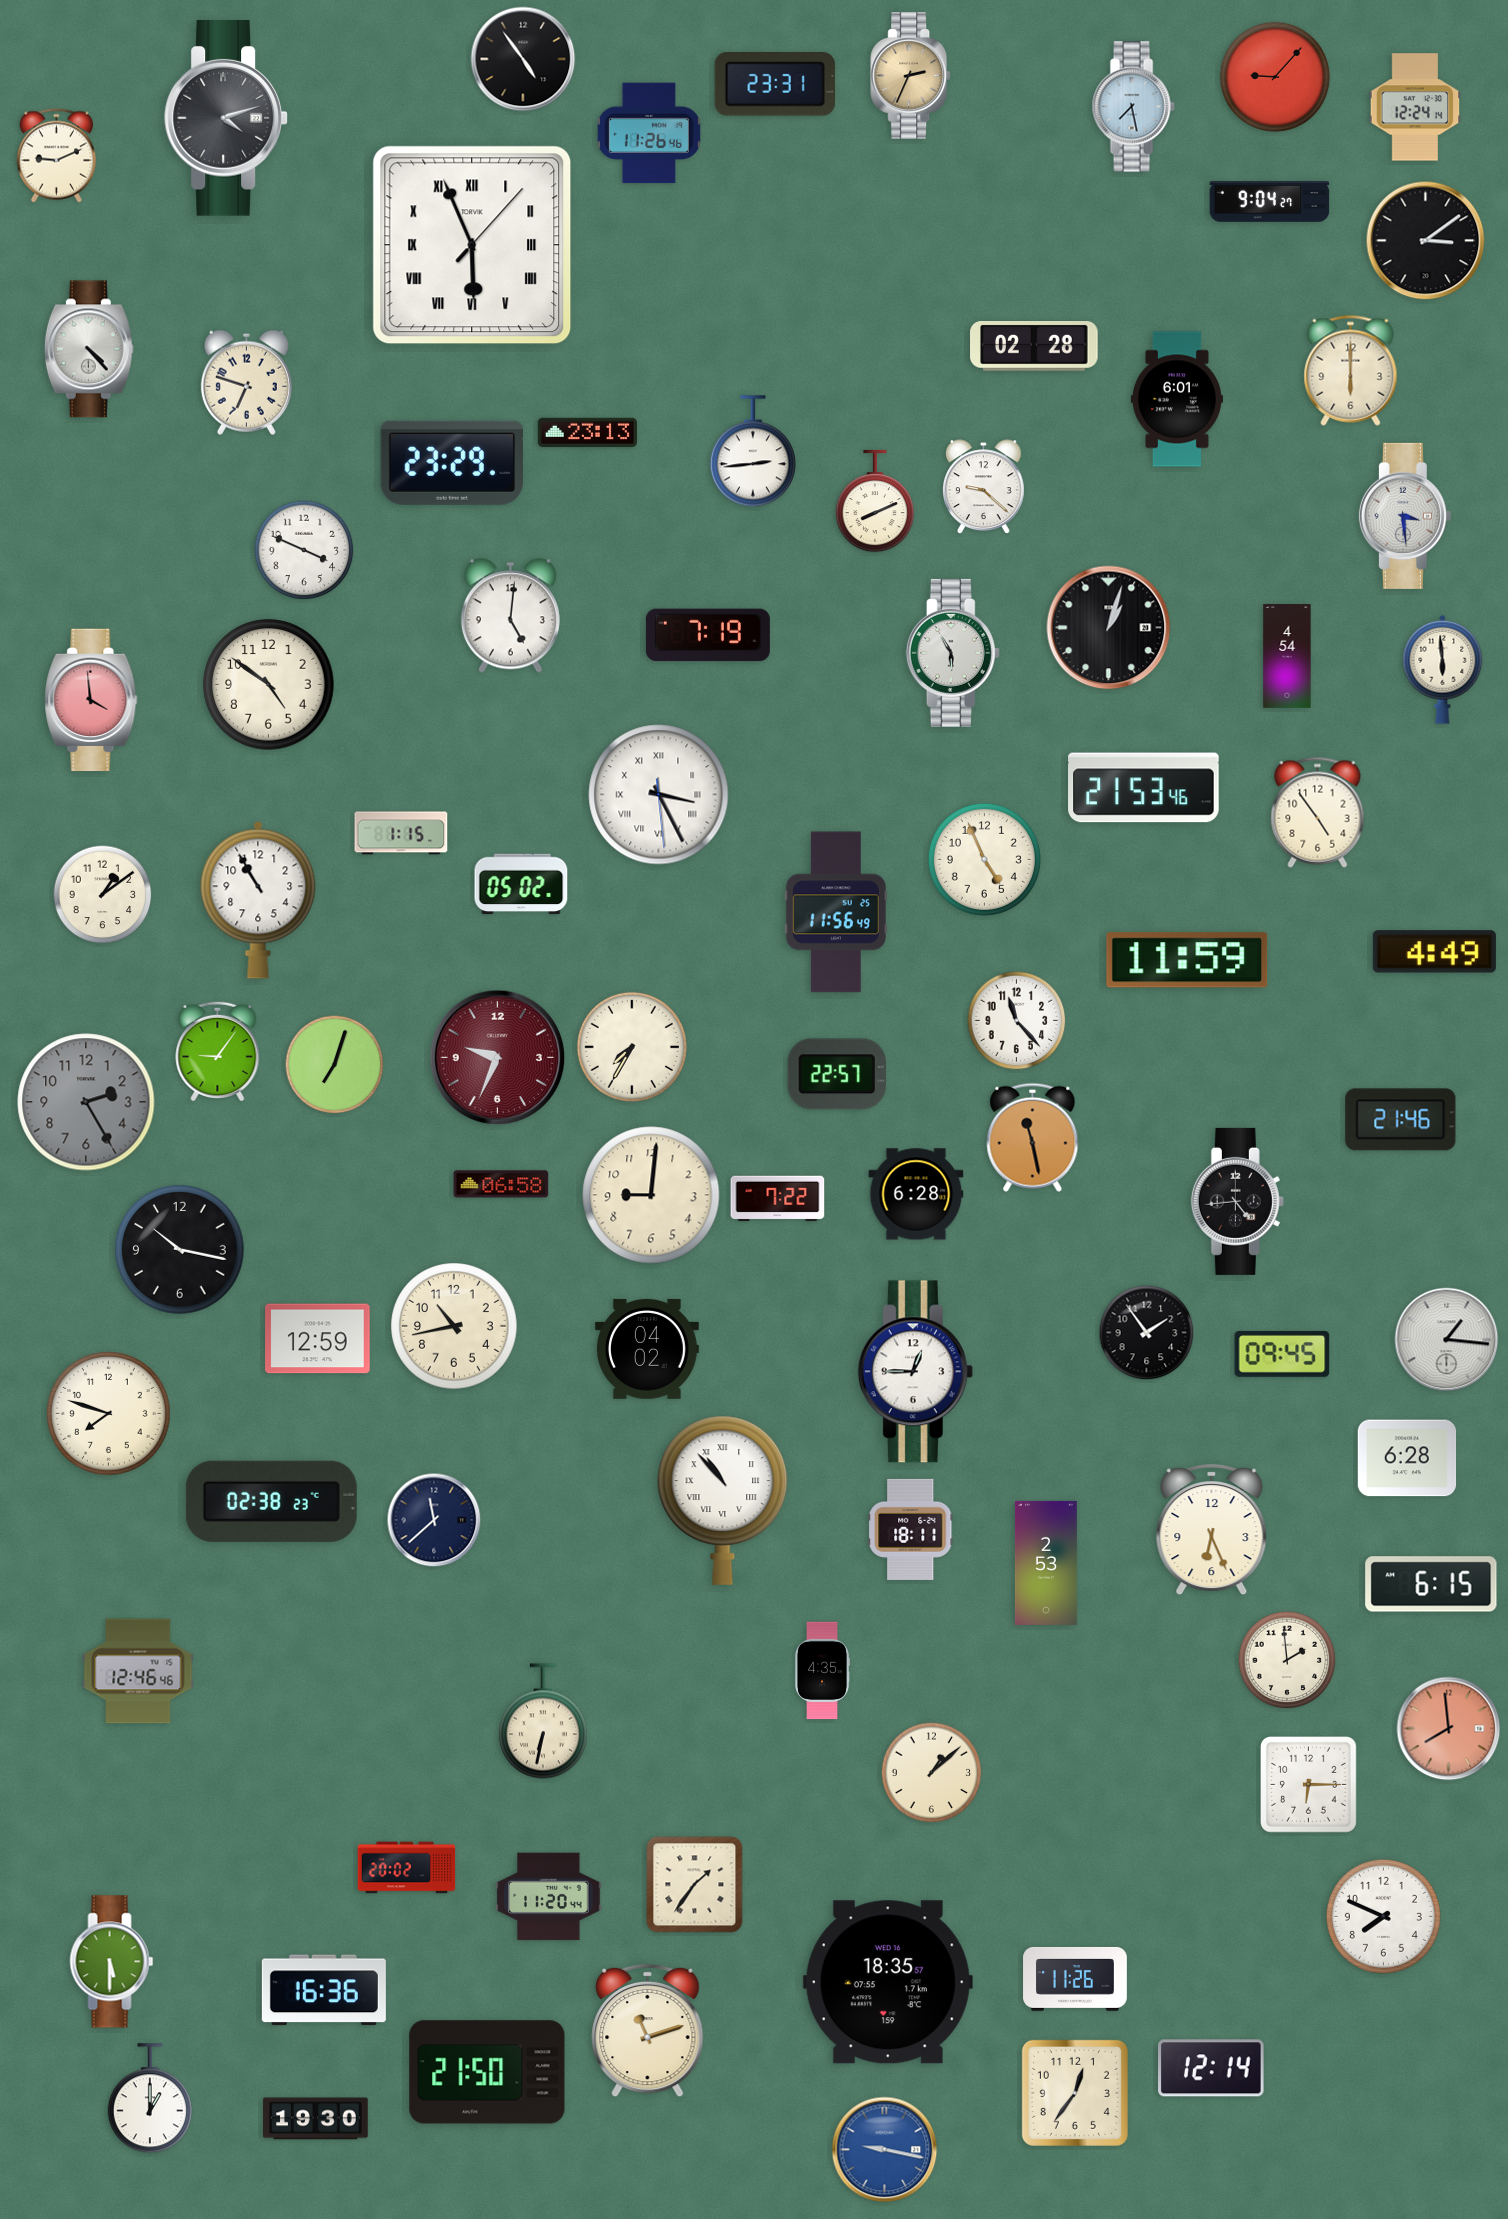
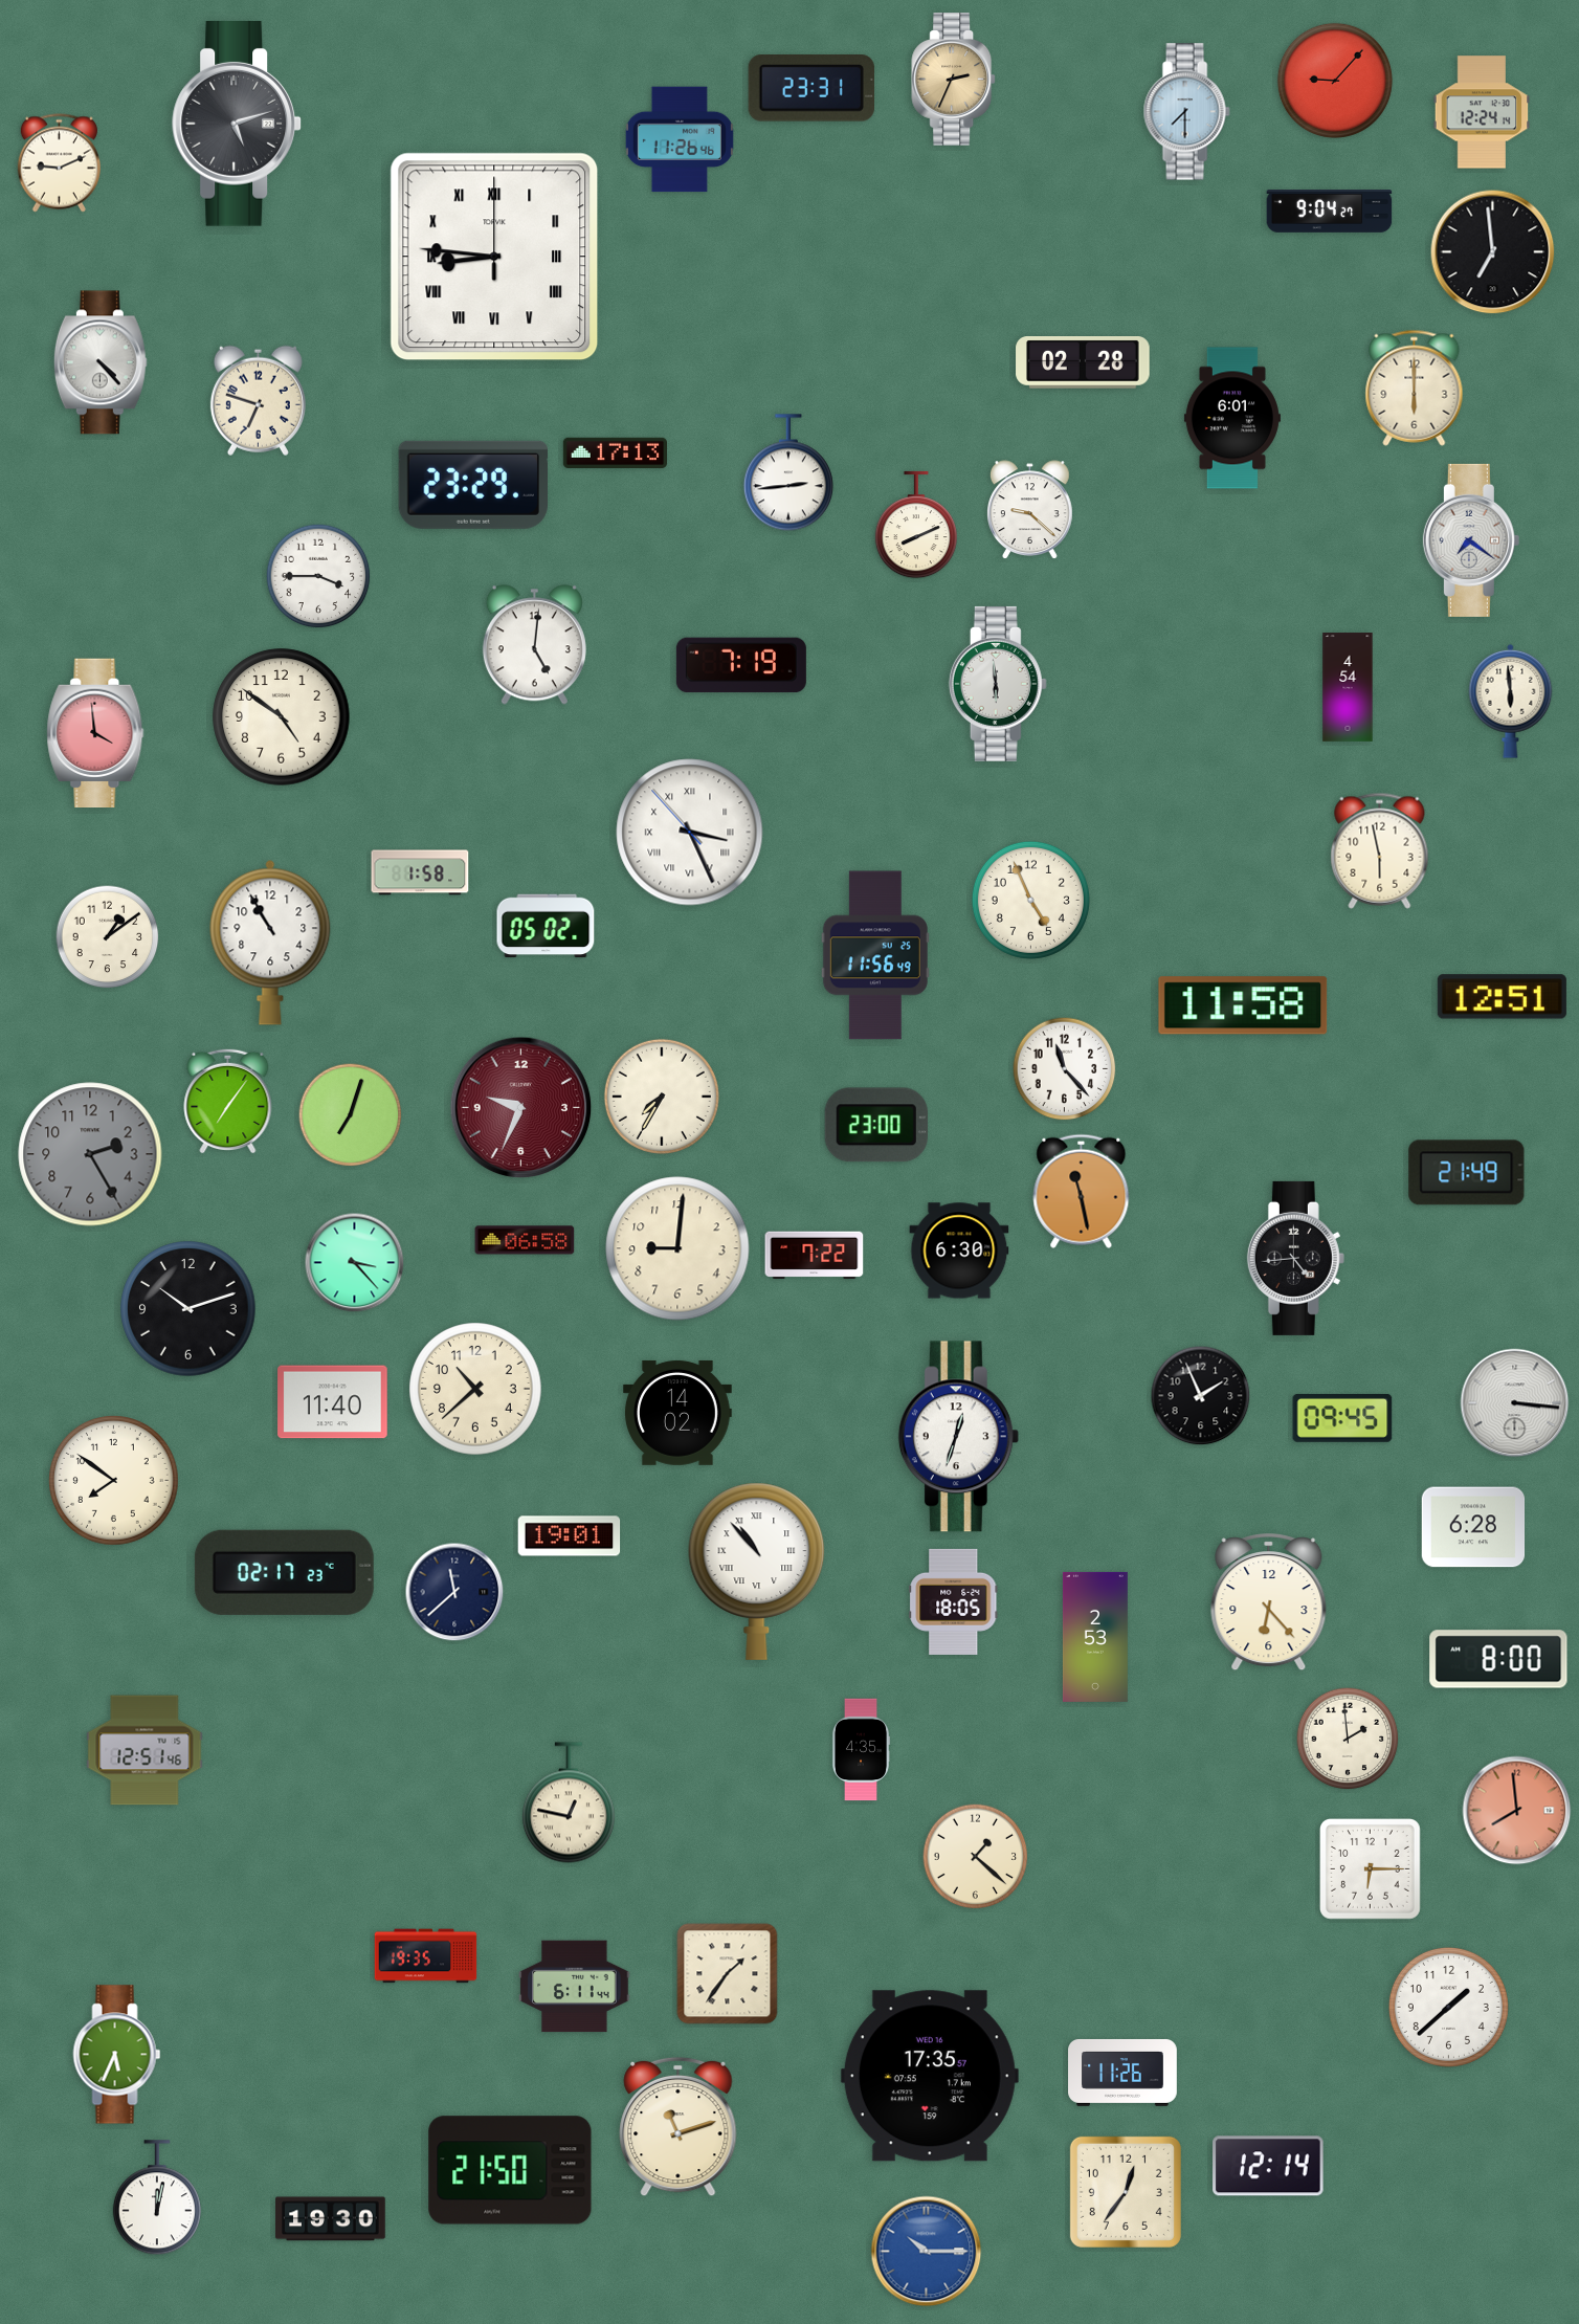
clock at (523, 59): 4:54 -> none
clock at (1133, 107): 7:28 -> 7:30
clock at (226, 119): 4:12 -> 5:12
clock at (1426, 241): 3:09 -> 6:59
clock at (472, 245): 5:56 -> 8:46
clock at (89, 349) position: (89, 349) -> (101, 362)
clock at (587, 433): 23:13 -> 17:13
clock at (1405, 516): 3:29 -> 7:21
clock at (304, 550): 3:49 -> 3:45
clock at (1109, 628): 1:03 -> none
clock at (953, 653): 5:55 -> 5:59
clock at (1144, 788): 21:53 -> none
clock at (659, 795): 3:25:29 -> 3:25:53
clock at (1318, 812): 4:54 -> 5:58
clock at (401, 833): 1:15 -> 1:58
clock at (1434, 952): 4:49 -> 12:51
clock at (1187, 960): 11:59 -> 11:58
clock at (218, 1051): 9:06 -> 7:06
clock at (837, 1074): 22:57 -> 23:00
clock at (1401, 1120): 21:46 -> 21:49
clock at (916, 1194): 6:28 -> 6:30
clock at (651, 1195) position: (651, 1195) -> (677, 1248)
clock at (355, 1263): none -> 3:23
clock at (180, 1250): 10:17 -> 10:12
clock at (454, 1326): 10:43 -> 10:38
clock at (1147, 1333): 1:54 -> 1:56
clock at (318, 1339): 12:59 -> 11:40
clock at (1447, 1340): 1:16 -> 3:16
clock at (647, 1349): 04:02 -> 14:02
clock at (915, 1372): 12:45 -> 12:33
clock at (109, 1414): 7:48 -> 7:51
clock at (570, 1536): none -> 19:01
clock at (271, 1501): 02:38 -> 02:17
clock at (911, 1529): 18:11 -> 18:05
clock at (1212, 1530): 6:26 -> 6:23
clock at (1431, 1584): 6:15 -> 8:00
clock at (138, 1671): 12:46 -> 12:51
clock at (543, 1721): 6:32 -> 12:47
clock at (932, 1773): 1:08 -> 1:22
clock at (407, 1868): 20:02 -> 19:35
clock at (549, 1897): 11:20 -> 6:11
clock at (1383, 1916): 7:49 -> 1:38
clock at (112, 1962): 5:30 -> 5:34
clock at (1075, 1979) position: (1075, 1979) -> (1122, 2073)
clock at (888, 1982): 18:35 -> 17:35
clock at (324, 1990): 16:36 -> none
clock at (150, 2099): 1:00 -> 12:02
clock at (885, 2150): 9:17 -> 10:15
